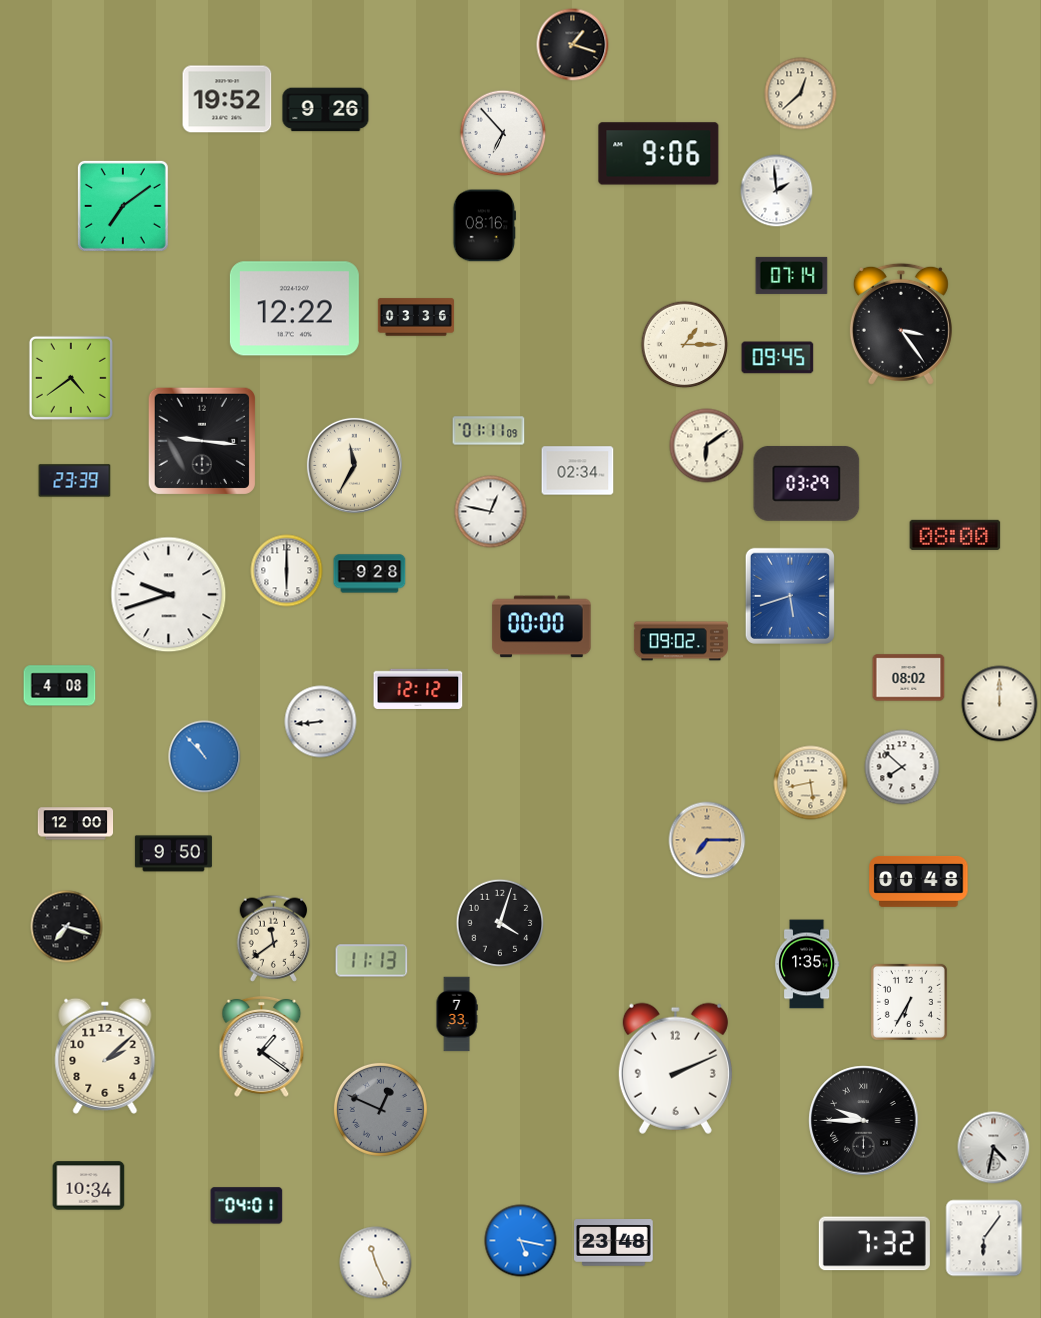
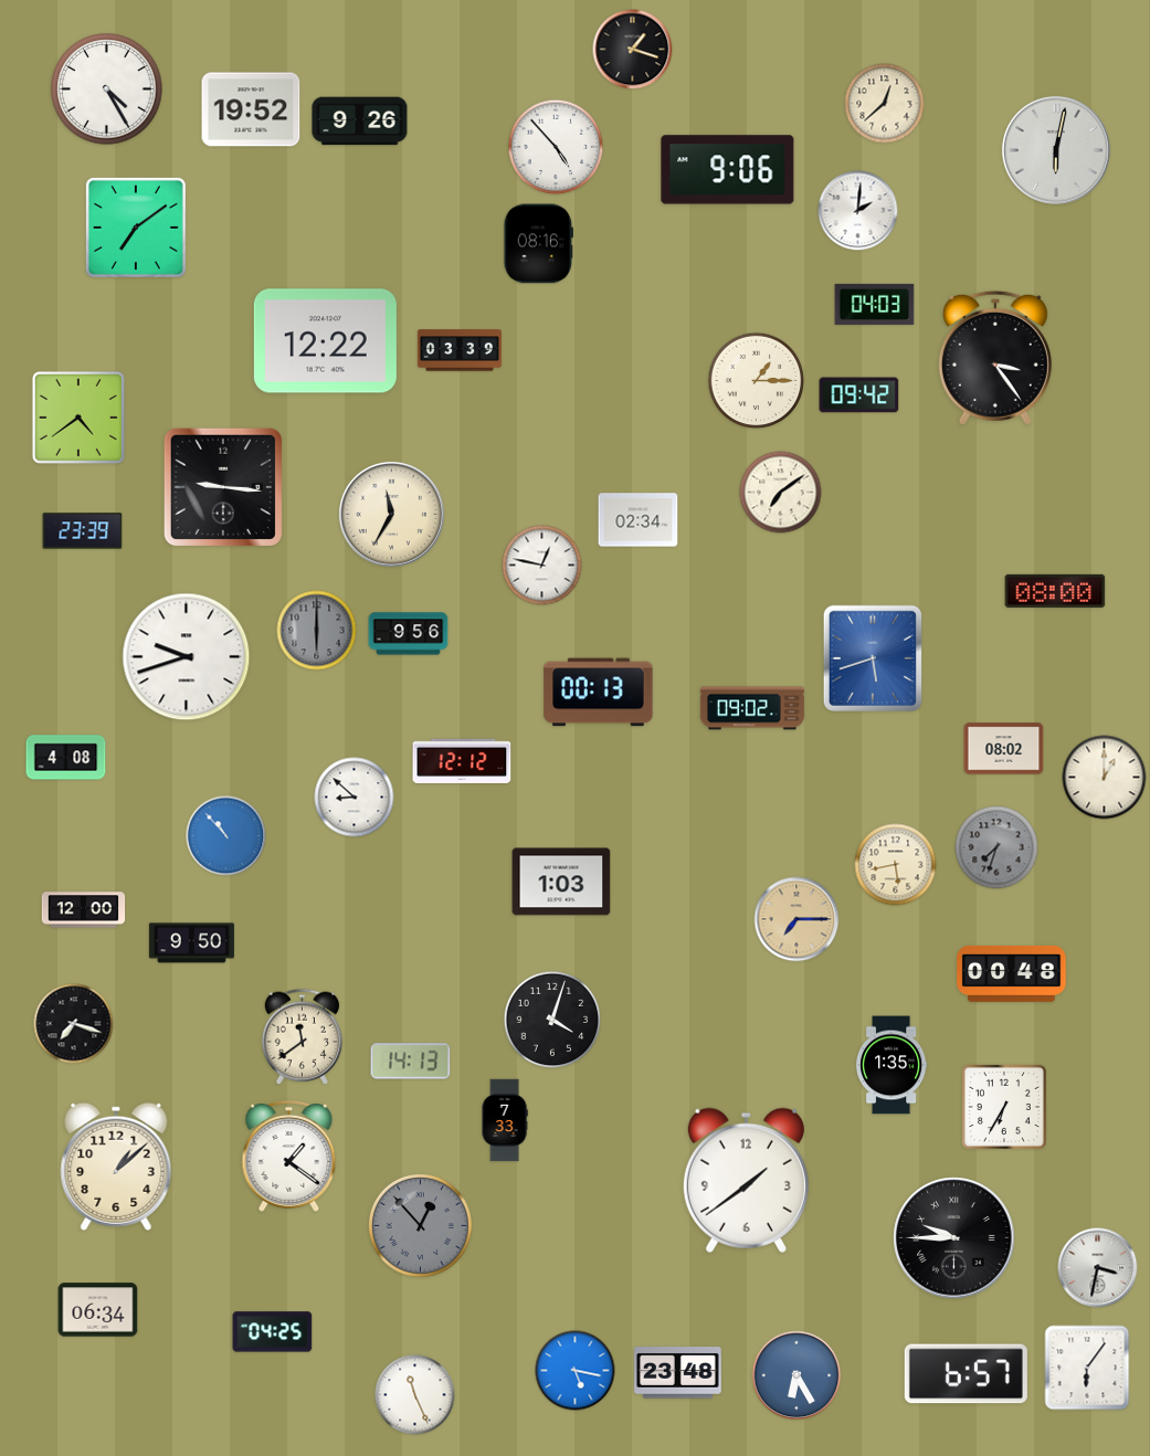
clock at (107, 89): none -> 4:25
clock at (503, 133): 6:53 -> 4:53
clock at (1056, 150): none -> 6:02
clock at (777, 191): 1:59 -> 2:01
clock at (484, 226) position: (484, 226) -> (538, 244)
clock at (792, 275): 07:14 -> 04:03
clock at (416, 317): 03:36 -> 03:39
clock at (778, 358): 09:45 -> 09:42
clock at (489, 431): 01:11 -> none
clock at (707, 446): 6:09 -> 7:09
clock at (807, 483): 03:29 -> none
clock at (287, 571) dial: white -> grey
clock at (370, 574): 9:28 -> 9:56
clock at (542, 627): 00:00 -> 00:13
clock at (1000, 704): 12:00 -> 1:00
clock at (321, 722): 8:44 -> 8:52
clock at (902, 767): 7:52 -> 7:33
clock at (902, 767) dial: white -> grey
clock at (561, 882): none -> 1:03
clock at (707, 840) position: (707, 840) -> (796, 919)
clock at (919, 881) position: (919, 881) -> (1012, 973)
clock at (372, 961): 11:13 -> 14:13
clock at (105, 1056): 2:08 -> 1:08
clock at (675, 1068): 2:11 -> 1:39
clock at (380, 1109): 12:49 -> 12:53
clock at (994, 1148): 4:32 -> 3:32
clock at (89, 1186): 10:34 -> 06:34
clock at (247, 1206): 04:01 -> 04:25
clock at (874, 1244): 7:32 -> 6:57
clock at (796, 1375): none -> 6:25
